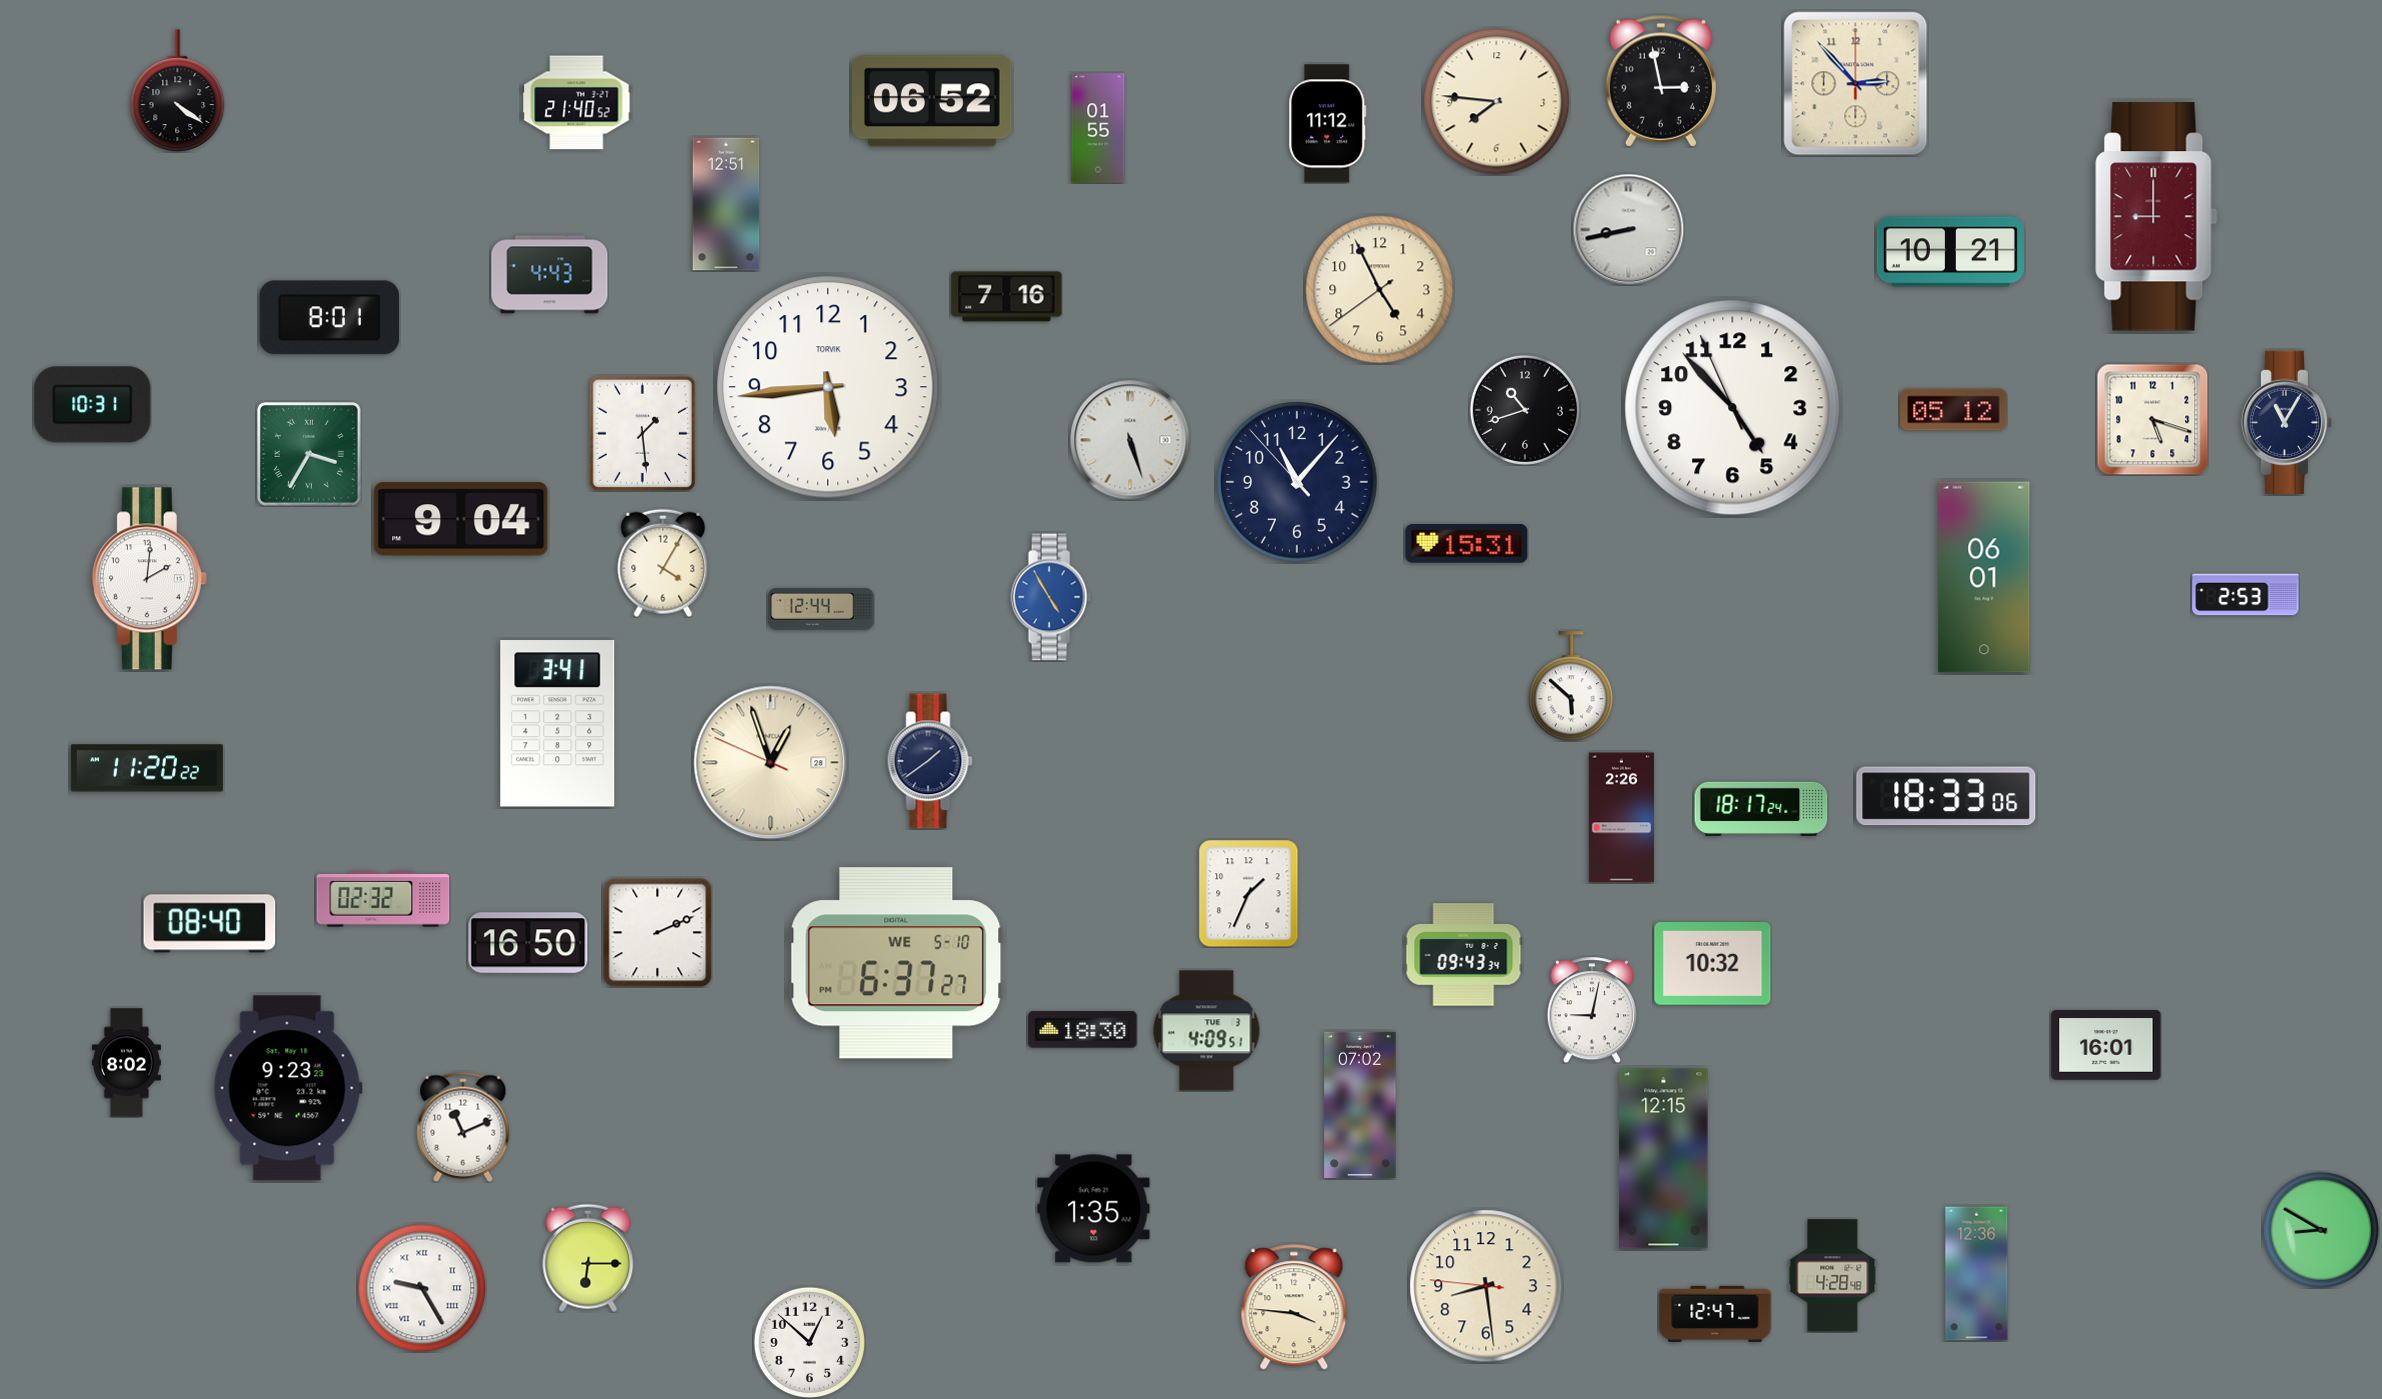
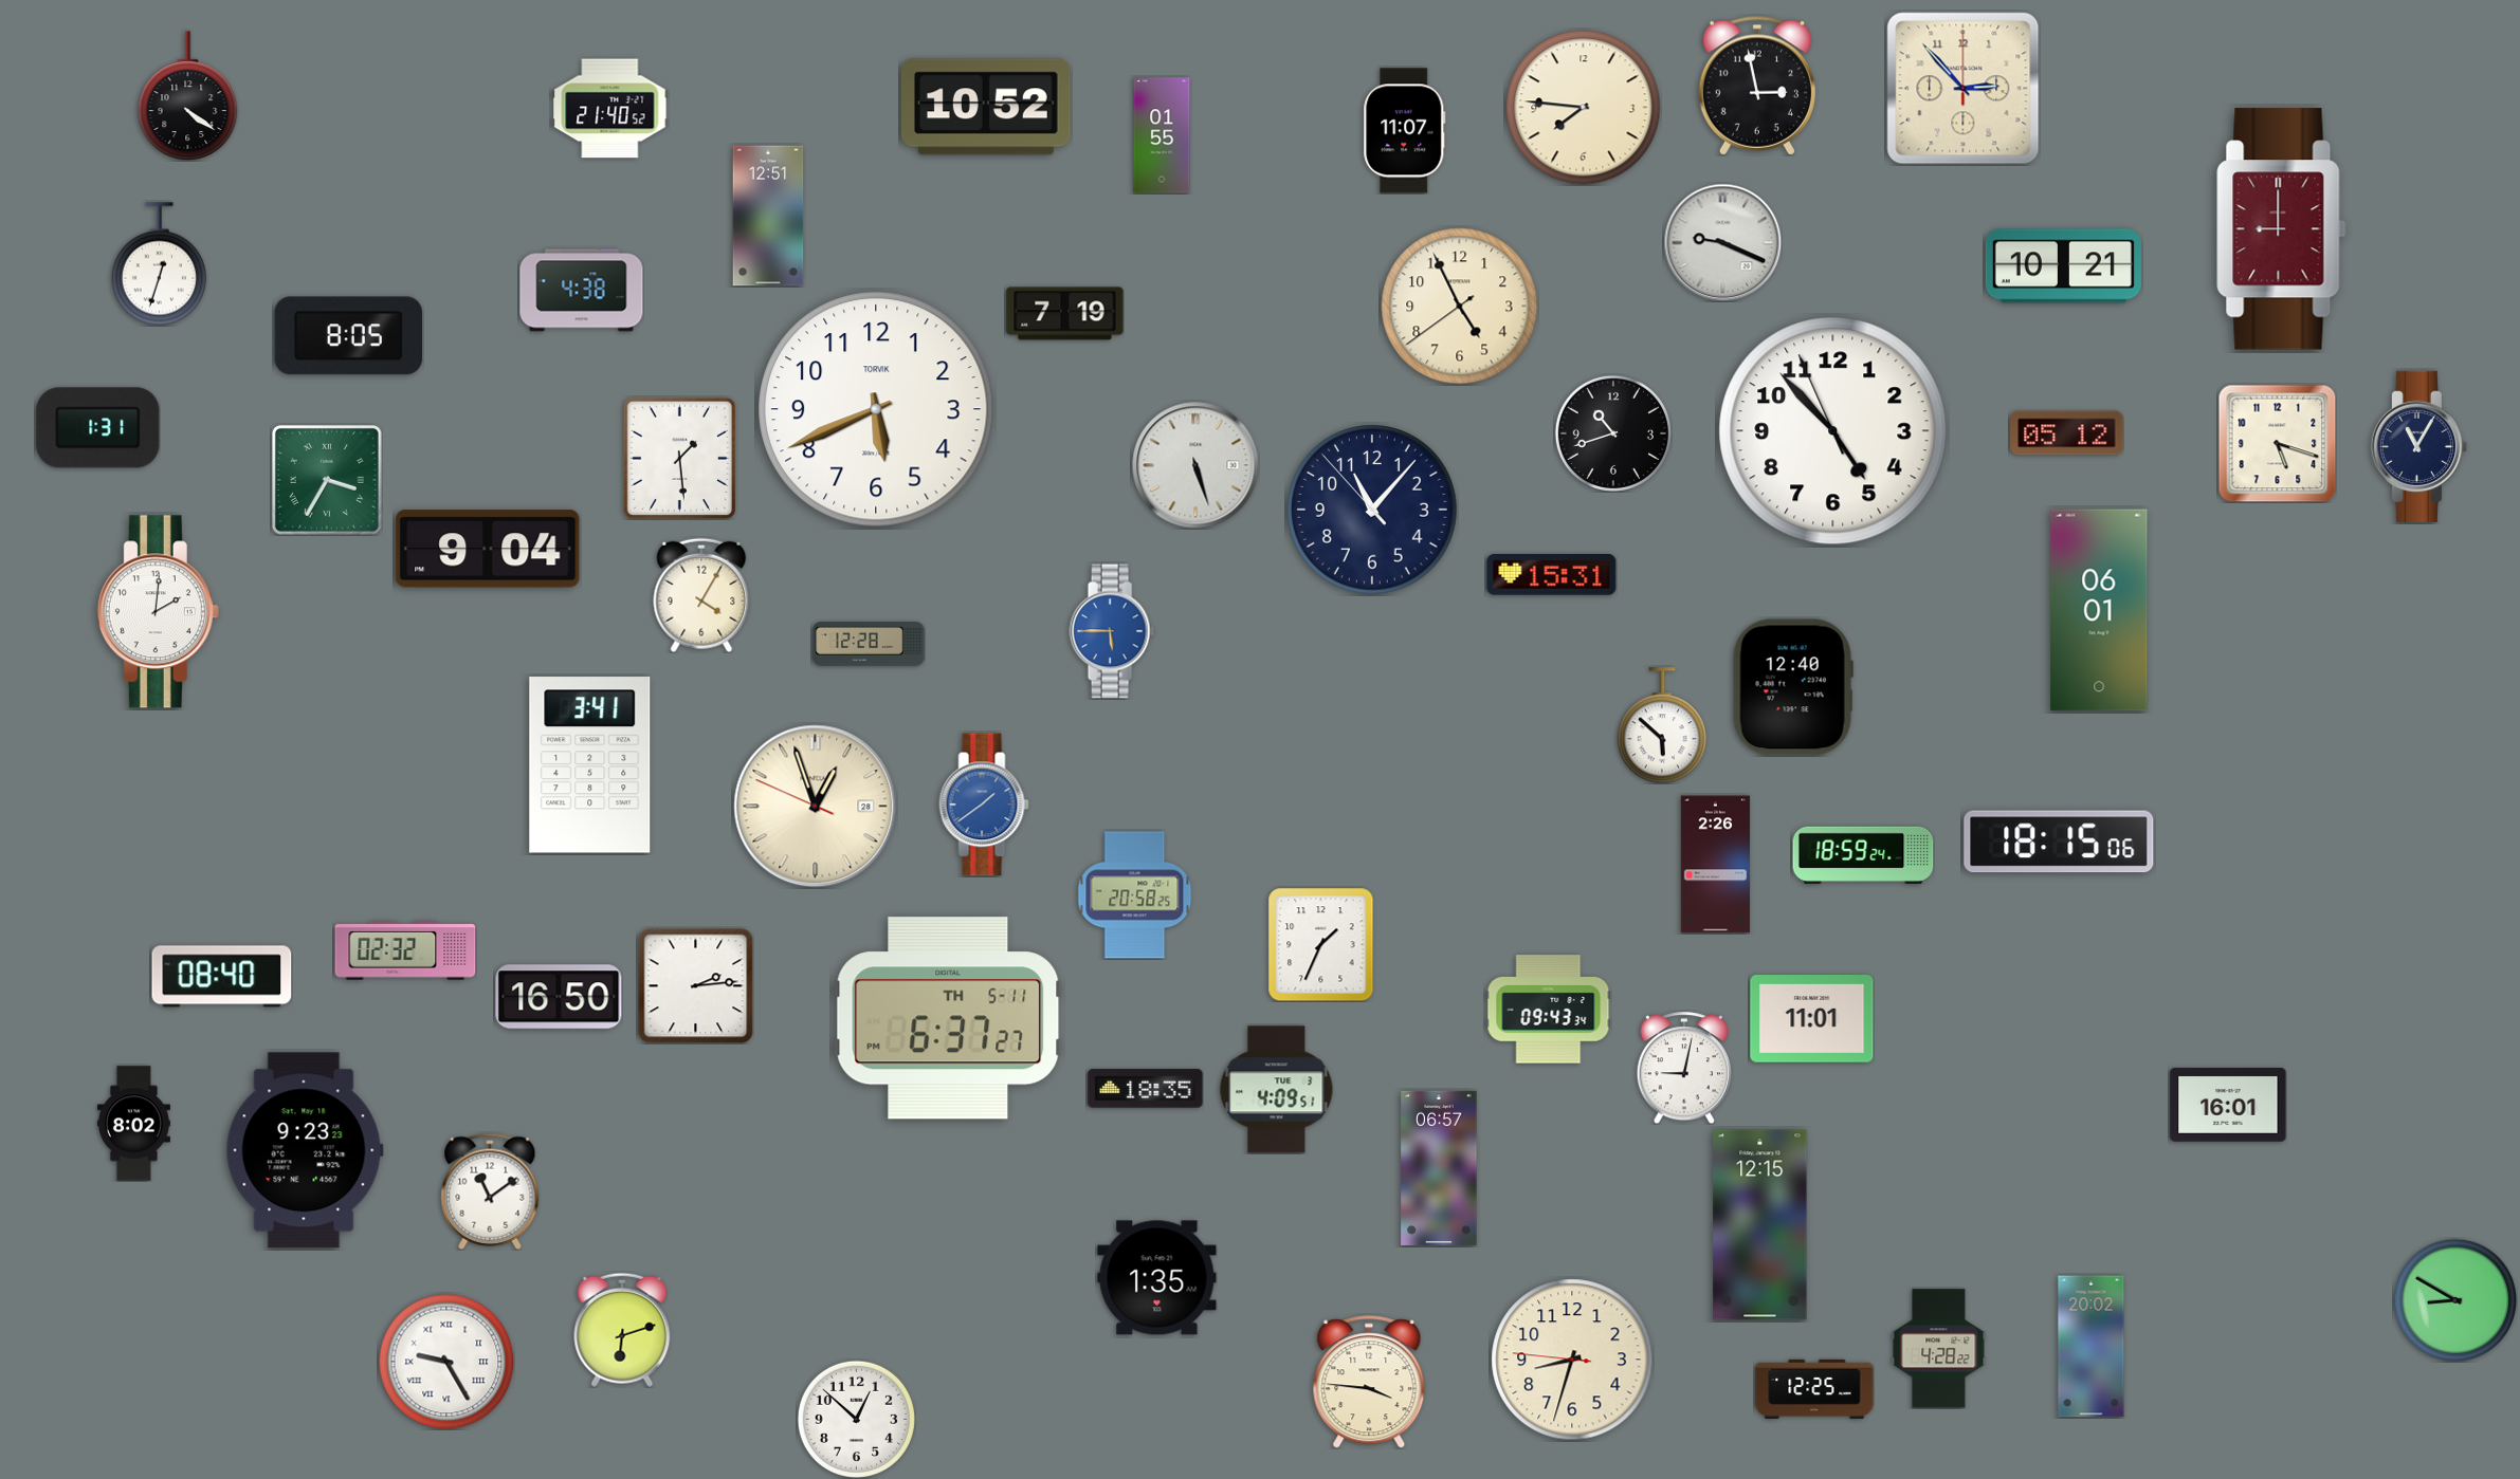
clock at (932, 101): 06:52 -> 10:52
clock at (1328, 124): 11:12 -> 11:07
clock at (1628, 229): 8:43 -> 9:19
clock at (160, 264): none -> 12:33
clock at (550, 275): 4:43 -> 4:38
clock at (1007, 297): 7:16 -> 7:19
clock at (329, 318): 8:01 -> 8:05
clock at (828, 387): 5:44 -> 5:41
clock at (93, 405): 10:31 -> 1:31
clock at (2246, 595): 2:53 -> none
clock at (1051, 597): 4:55 -> 5:45
clock at (821, 609): 12:44 -> 12:28
clock at (1793, 687): none -> 12:40
clock at (930, 761) dial: navy -> blue
clock at (147, 768): 11:20 -> none
clock at (1946, 796): 18:33 -> 18:15
clock at (1761, 809): 18:17 -> 18:59
clock at (1135, 895): none -> 20:58
clock at (657, 932): 2:11 -> 2:14
clock at (896, 963) date: WE 5-10 -> TH 5-11
clock at (1713, 964): 10:32 -> 11:01
clock at (1083, 1030): 18:30 -> 18:35
clock at (1360, 1105): 07:02 -> 06:57
clock at (463, 1127): 11:11 -> 11:09
clock at (588, 1258): 6:15 -> 6:12
clock at (1977, 1274): 12:36 -> 20:02
clock at (1833, 1276): 4:28:48 -> 4:28:22
clock at (1486, 1286): 8:28 -> 8:32
clock at (1715, 1314): 12:47 -> 12:25
